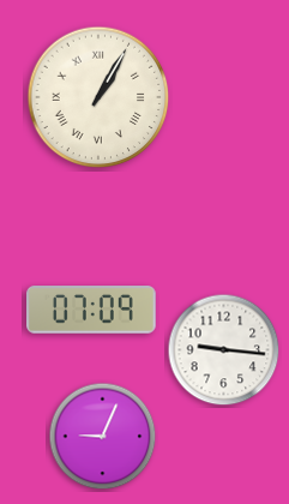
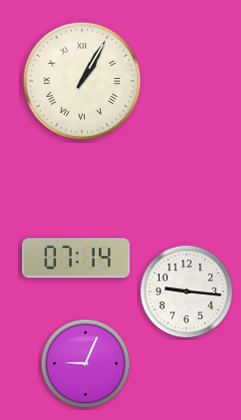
clock at (92, 310): 07:09 -> 07:14
